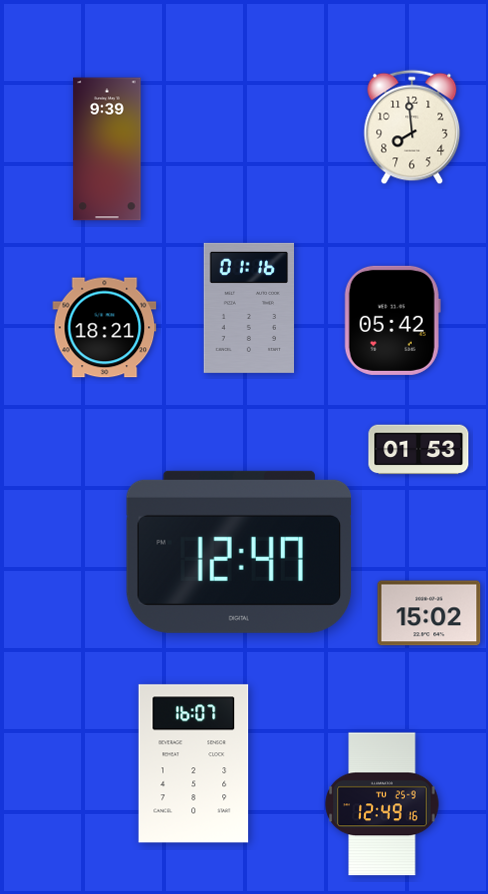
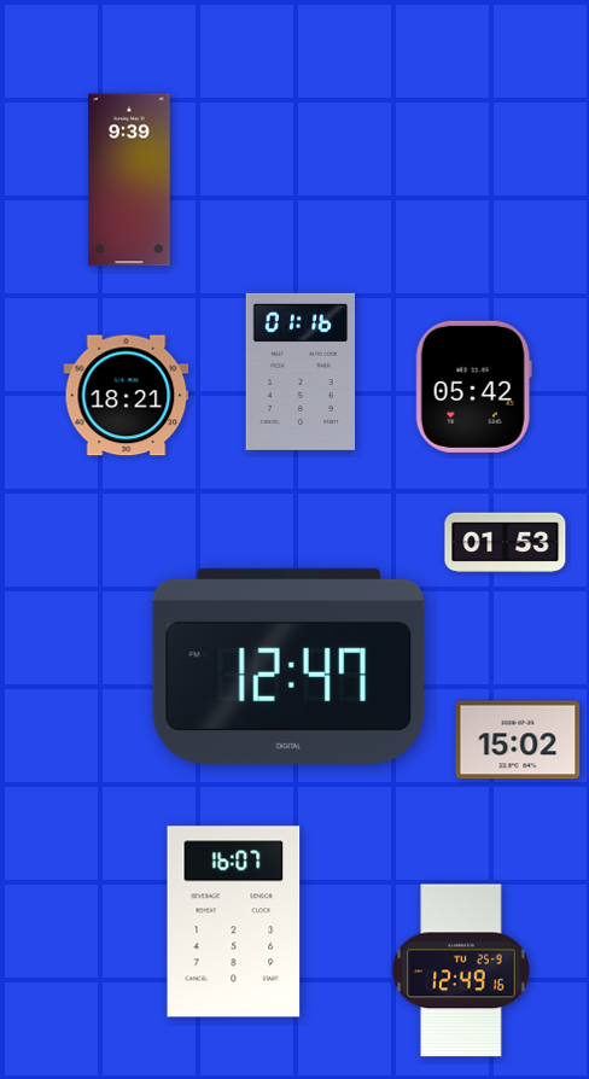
clock at (412, 127): 7:59 -> none
